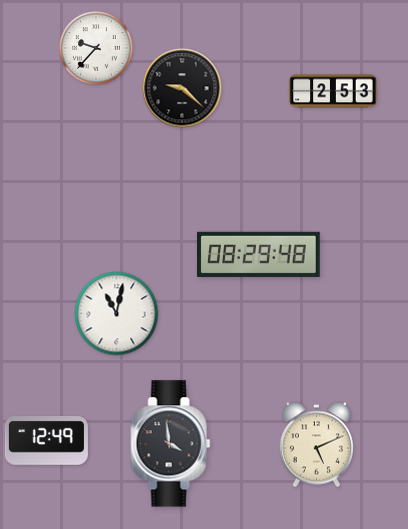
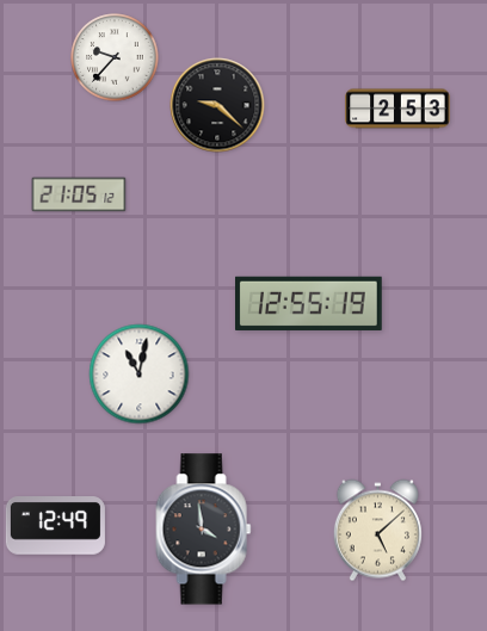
clock at (79, 194): none -> 21:05
clock at (259, 254): 08:29 -> 12:55
clock at (316, 445): 5:11 -> 5:08
